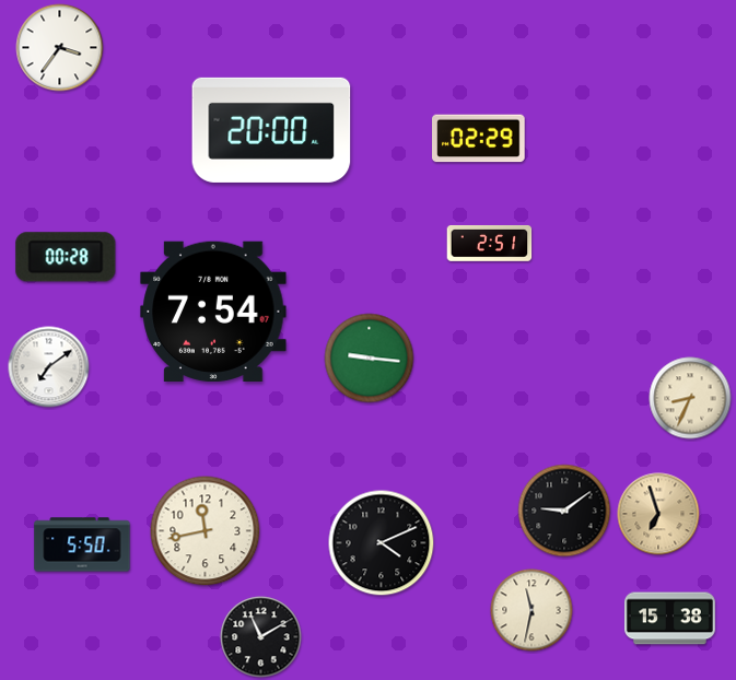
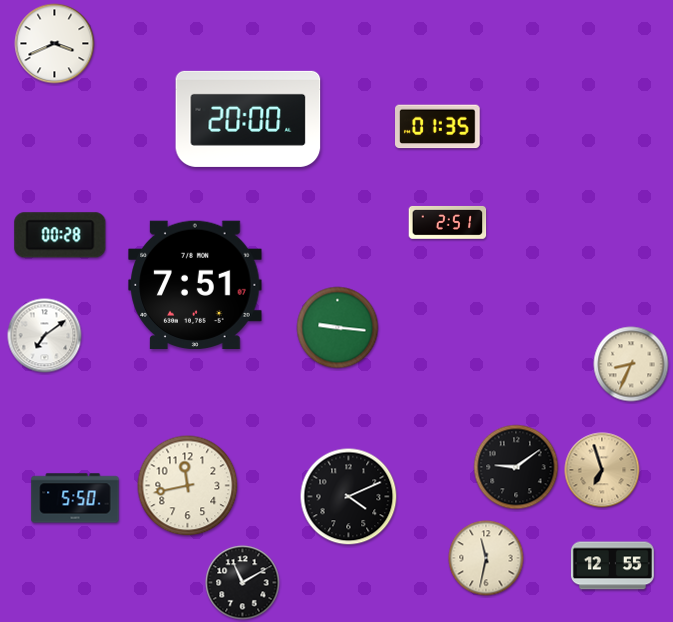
clock at (60, 48): 3:36 -> 3:41
clock at (479, 139): 02:29 -> 01:35
clock at (213, 310): 7:54 -> 7:51
clock at (669, 619): 15:38 -> 12:55
clock at (261, 637) position: (261, 637) -> (243, 583)
